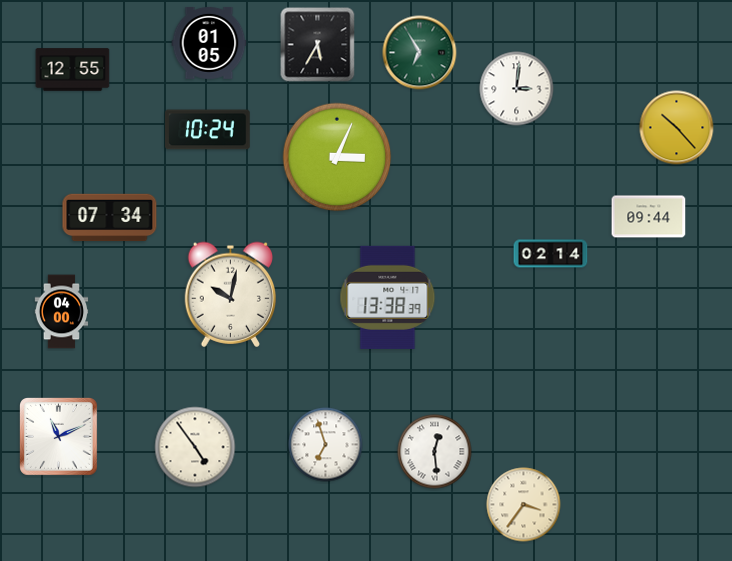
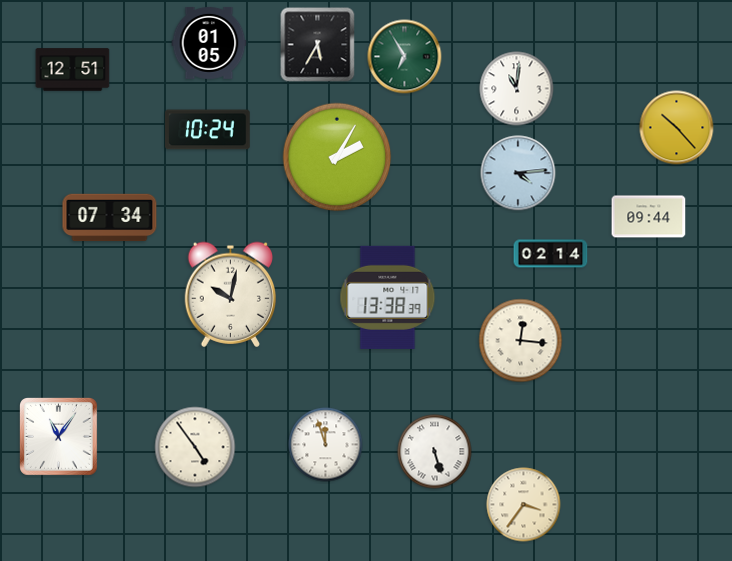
clock at (420, 53) position: (420, 53) -> (405, 57)
clock at (73, 70): 12:55 -> 12:51
clock at (517, 89): 3:01 -> 11:01
clock at (337, 157): 3:04 -> 2:05
clock at (518, 173): none -> 4:14
clock at (62, 312): 04:00 -> none
clock at (521, 341): none -> 12:16
clock at (59, 437): 11:11 -> 11:06
clock at (326, 445): 6:57 -> 11:57
clock at (435, 452): 12:29 -> 5:27
